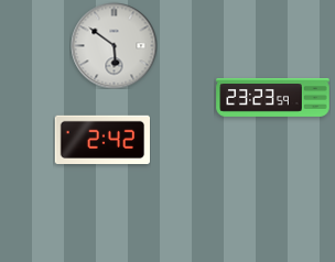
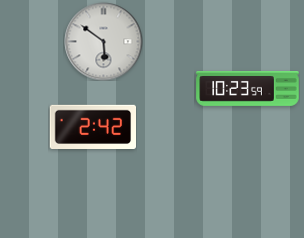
clock at (273, 98): 23:23 -> 10:23
